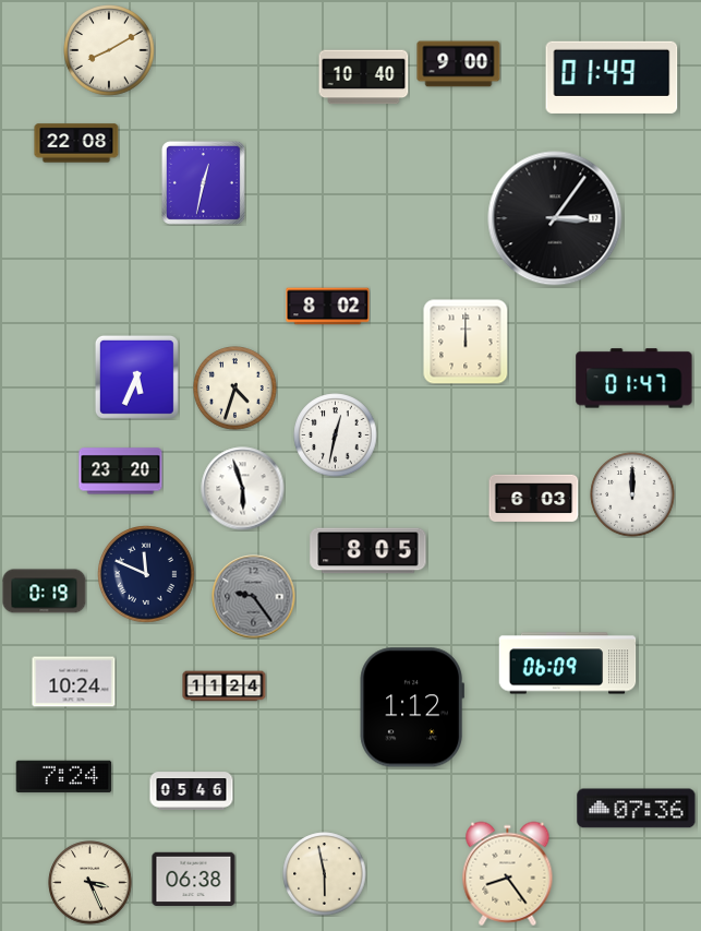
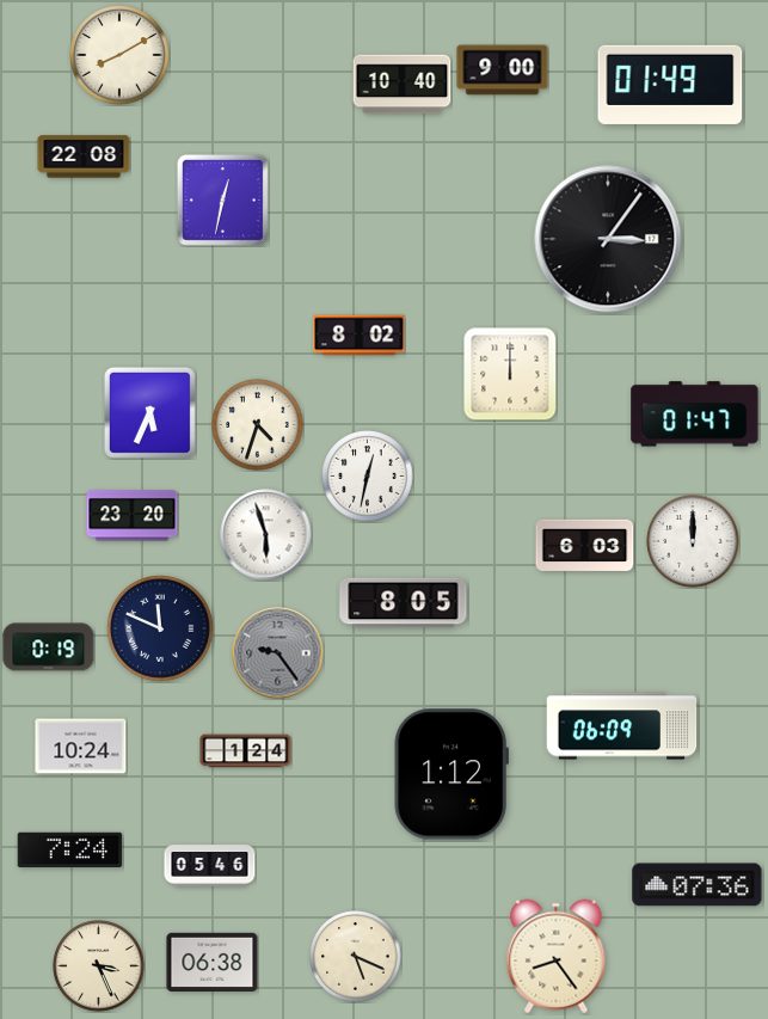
clock at (364, 77) position: (364, 77) -> (403, 85)
clock at (225, 687): 11:24 -> 1:24
clock at (325, 874): 5:58 -> 5:19
